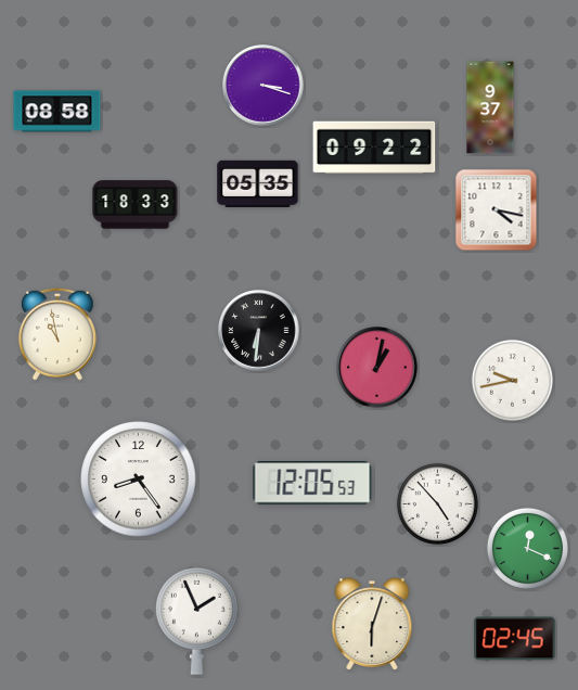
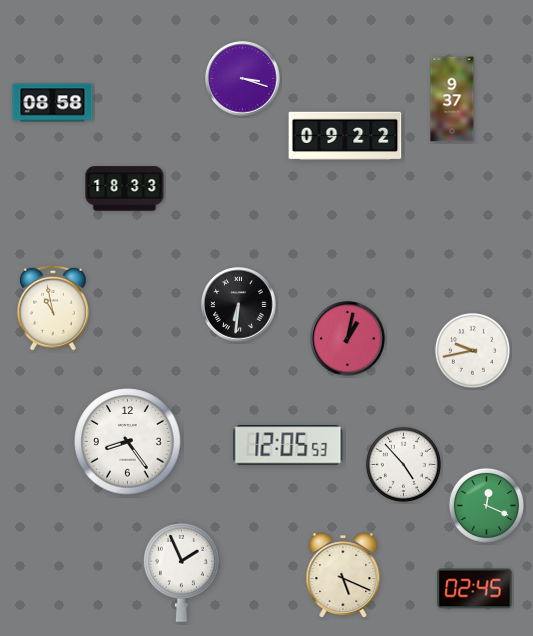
clock at (258, 183): 05:35 -> none
clock at (497, 210): 4:17 -> none
clock at (372, 624): 6:03 -> 5:19
